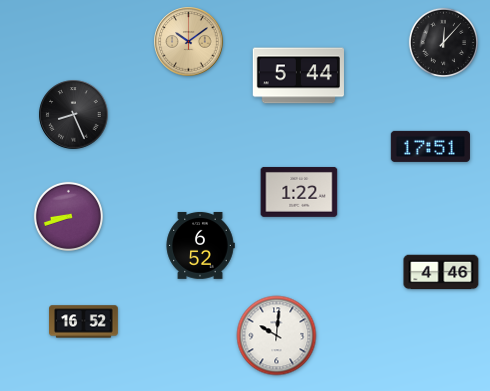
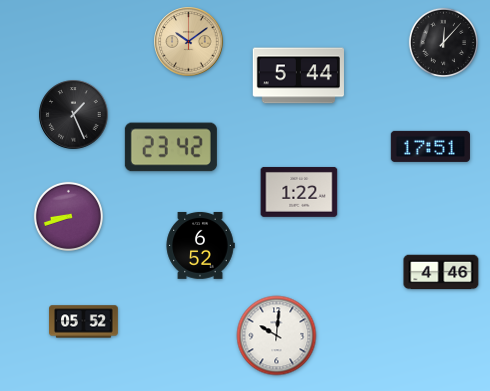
clock at (74, 115): 8:26 -> 1:26
clock at (171, 147): none -> 23:42
clock at (84, 322): 16:52 -> 05:52
